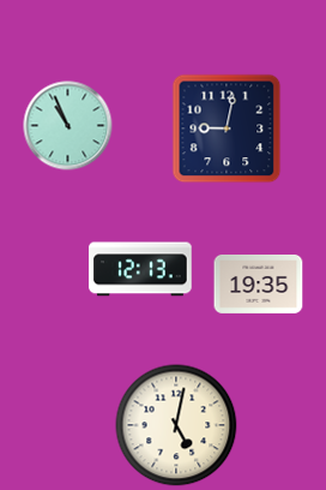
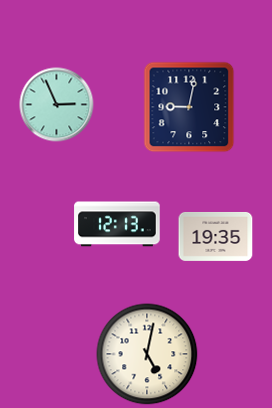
clock at (68, 126): 10:56 -> 2:56
